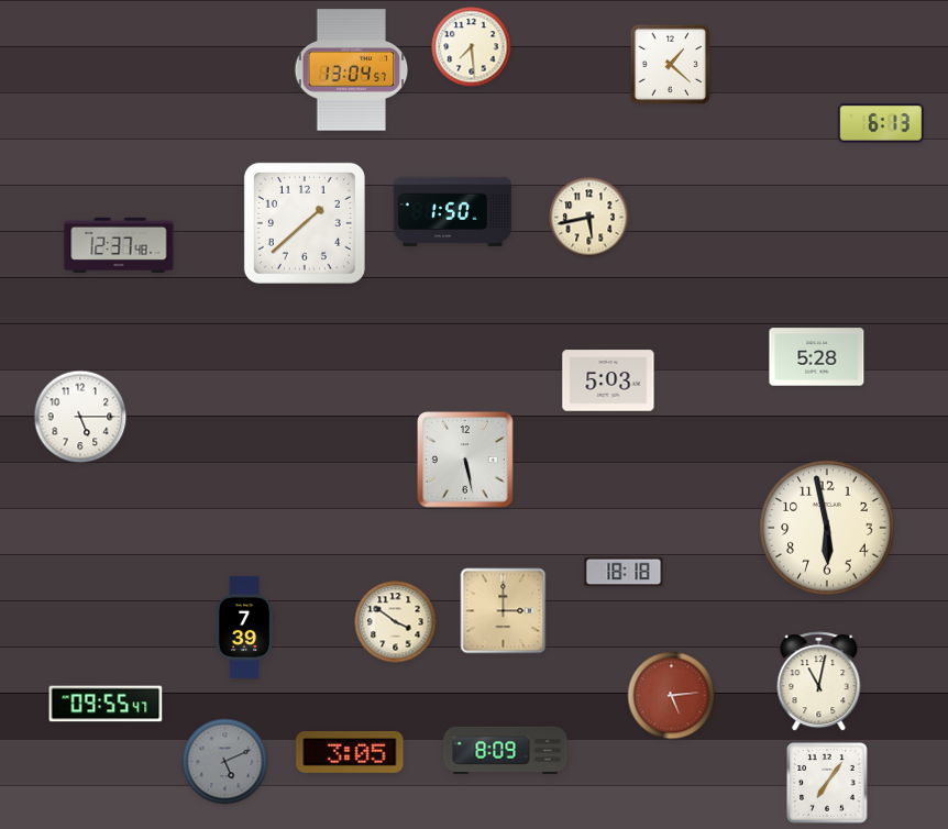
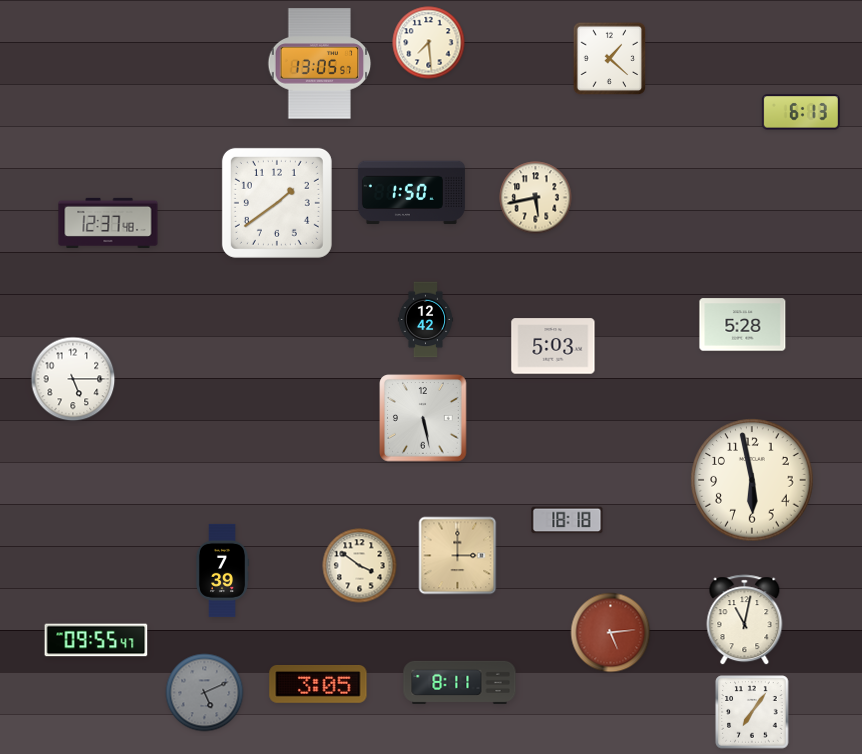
clock at (352, 70): 13:04 -> 13:05
clock at (305, 223): 1:38 -> 1:39
clock at (426, 320): none -> 12:42
clock at (506, 750): 8:09 -> 8:11
